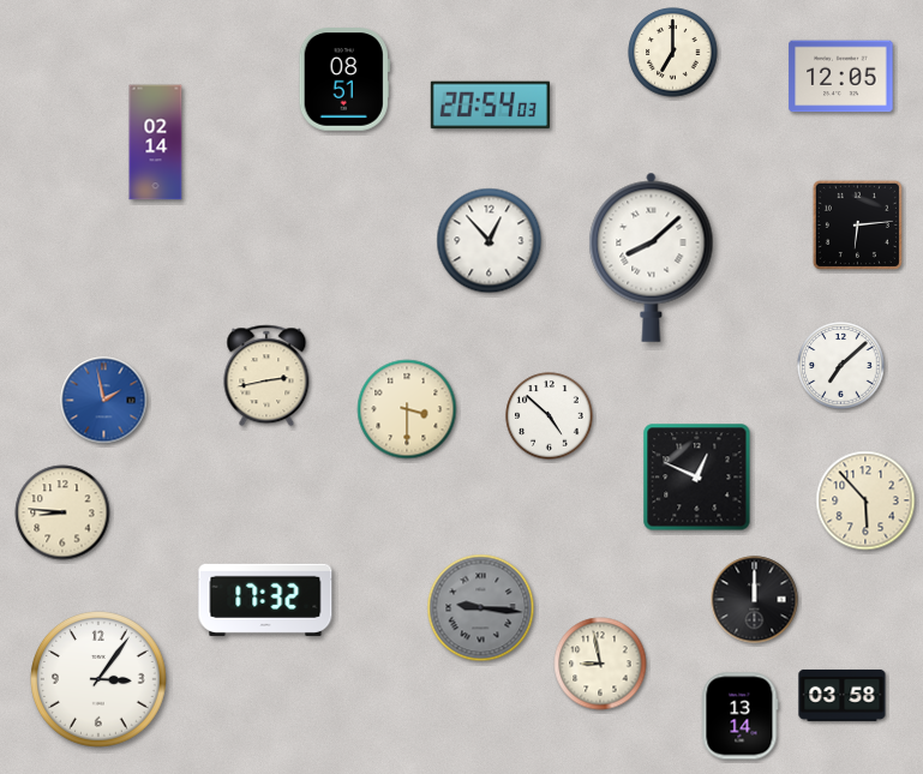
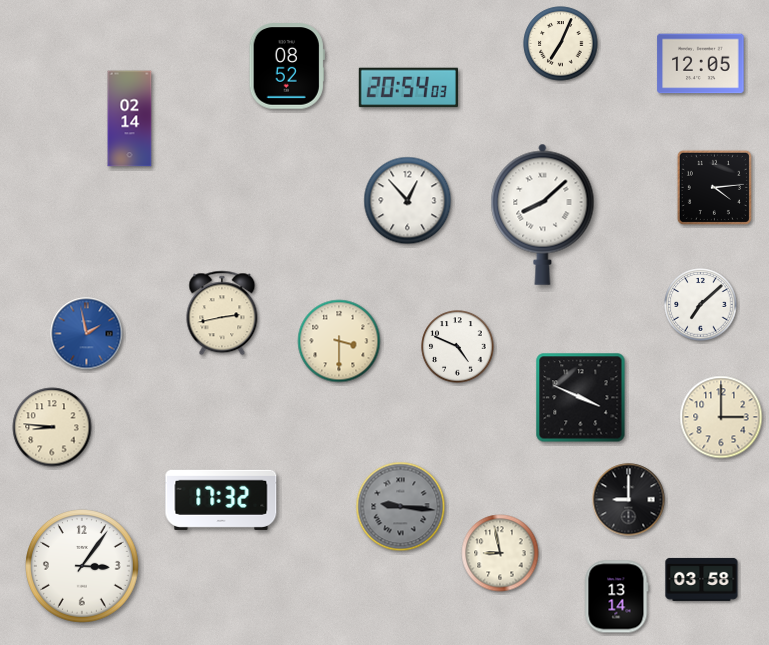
clock at (673, 53): 7:00 -> 7:04
clock at (344, 79): 08:51 -> 08:52
clock at (857, 224): 6:14 -> 4:14
clock at (550, 416): 4:52 -> 4:49
clock at (697, 478): 12:49 -> 3:49
clock at (865, 500): 5:53 -> 3:00
clock at (755, 600): 12:00 -> 9:00
